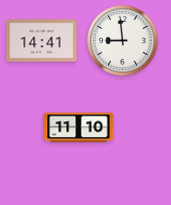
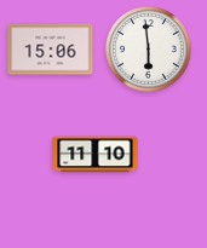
clock at (42, 41): 14:41 -> 15:06
clock at (123, 41): 8:59 -> 5:59
